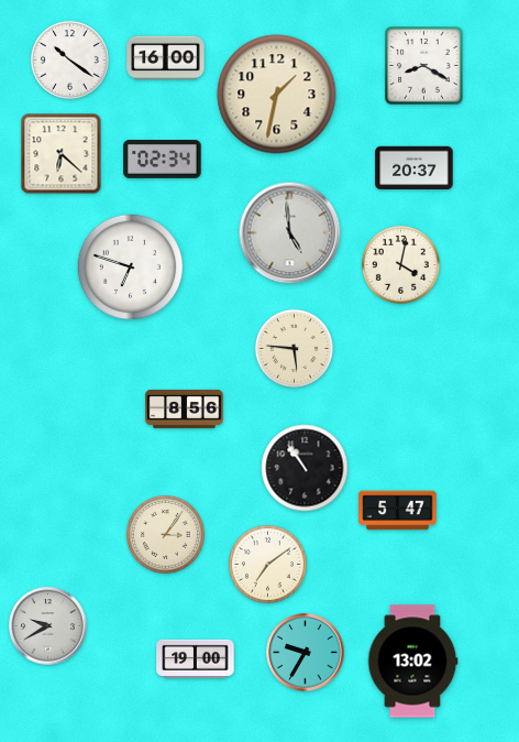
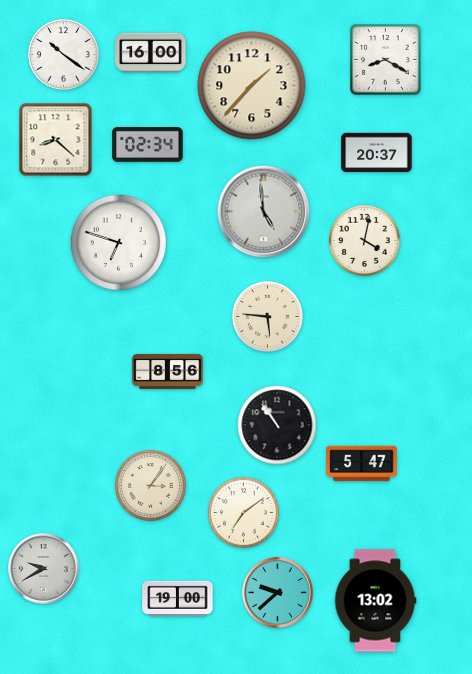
clock at (277, 95): 1:32 -> 1:37
clock at (62, 154): 6:22 -> 8:22
clock at (306, 653): 9:35 -> 9:38
